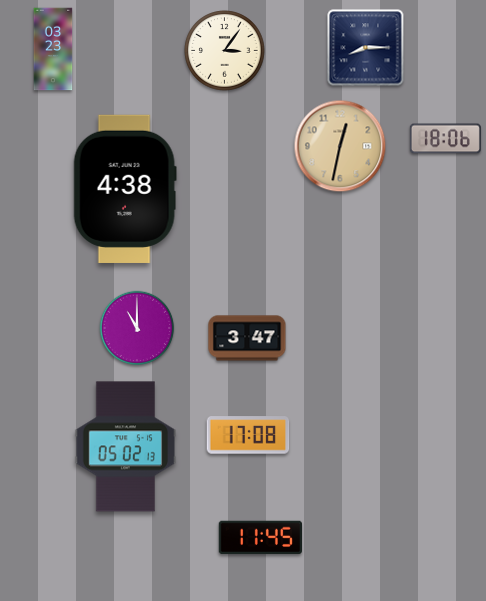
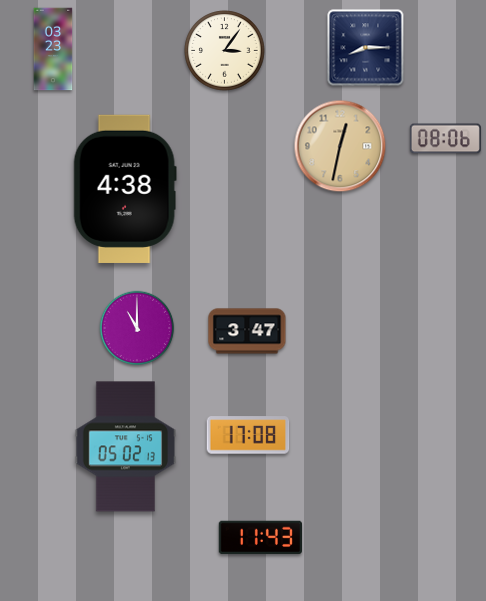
clock at (445, 139): 18:06 -> 08:06
clock at (247, 338) position: (247, 338) -> (247, 331)
clock at (260, 538): 11:45 -> 11:43
